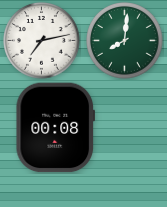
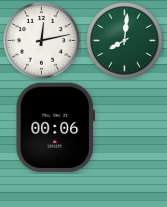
clock at (42, 41): 7:13 -> 12:13
clock at (55, 128): 00:08 -> 00:06
